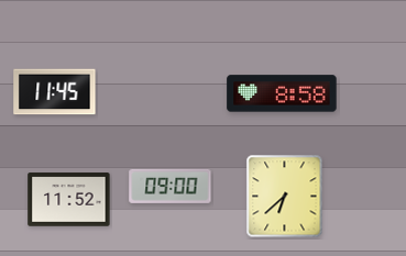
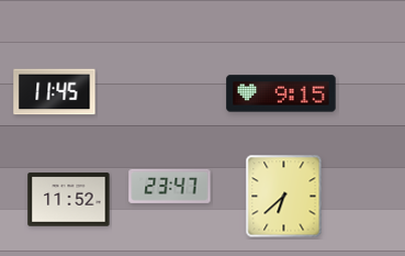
clock at (282, 93): 8:58 -> 9:15
clock at (171, 186): 09:00 -> 23:47
